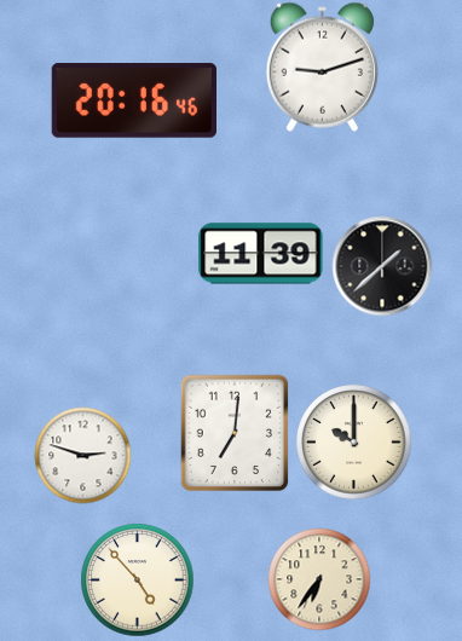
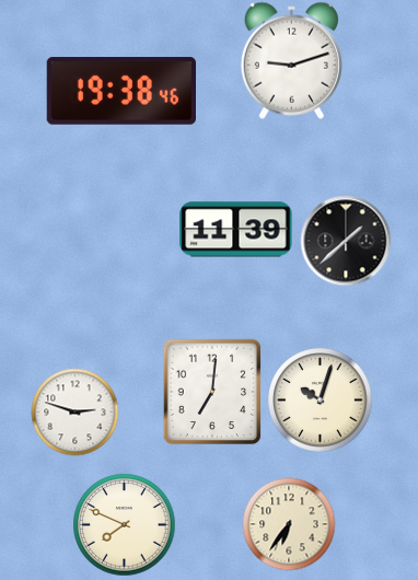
clock at (133, 100): 20:16 -> 19:38
clock at (353, 441): 10:00 -> 10:03
clock at (137, 579): 4:53 -> 7:49
